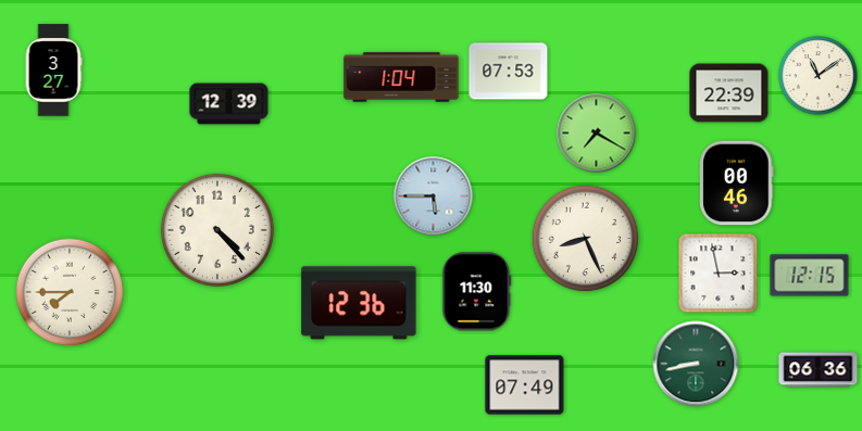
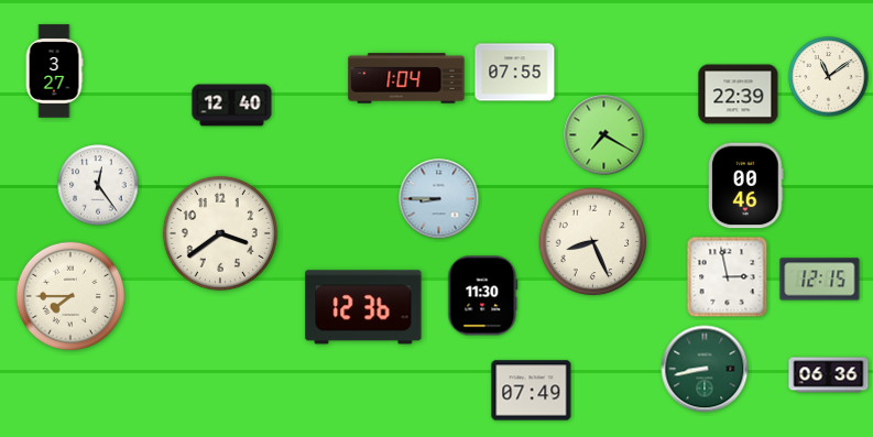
clock at (509, 72): 07:53 -> 07:55
clock at (229, 104): 12:39 -> 12:40
clock at (98, 185): none -> 12:24
clock at (434, 197): 5:45 -> 8:45
clock at (217, 230): 4:23 -> 3:39
